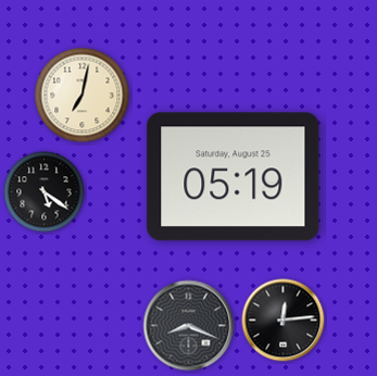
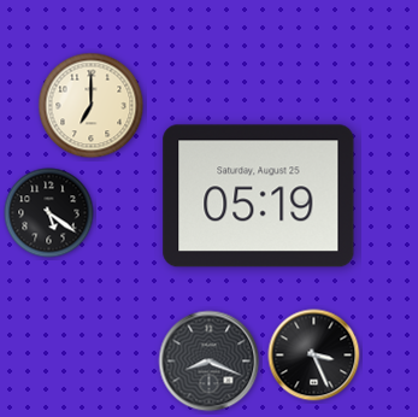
clock at (83, 96): 7:02 -> 7:00
clock at (284, 321): 12:14 -> 3:26
